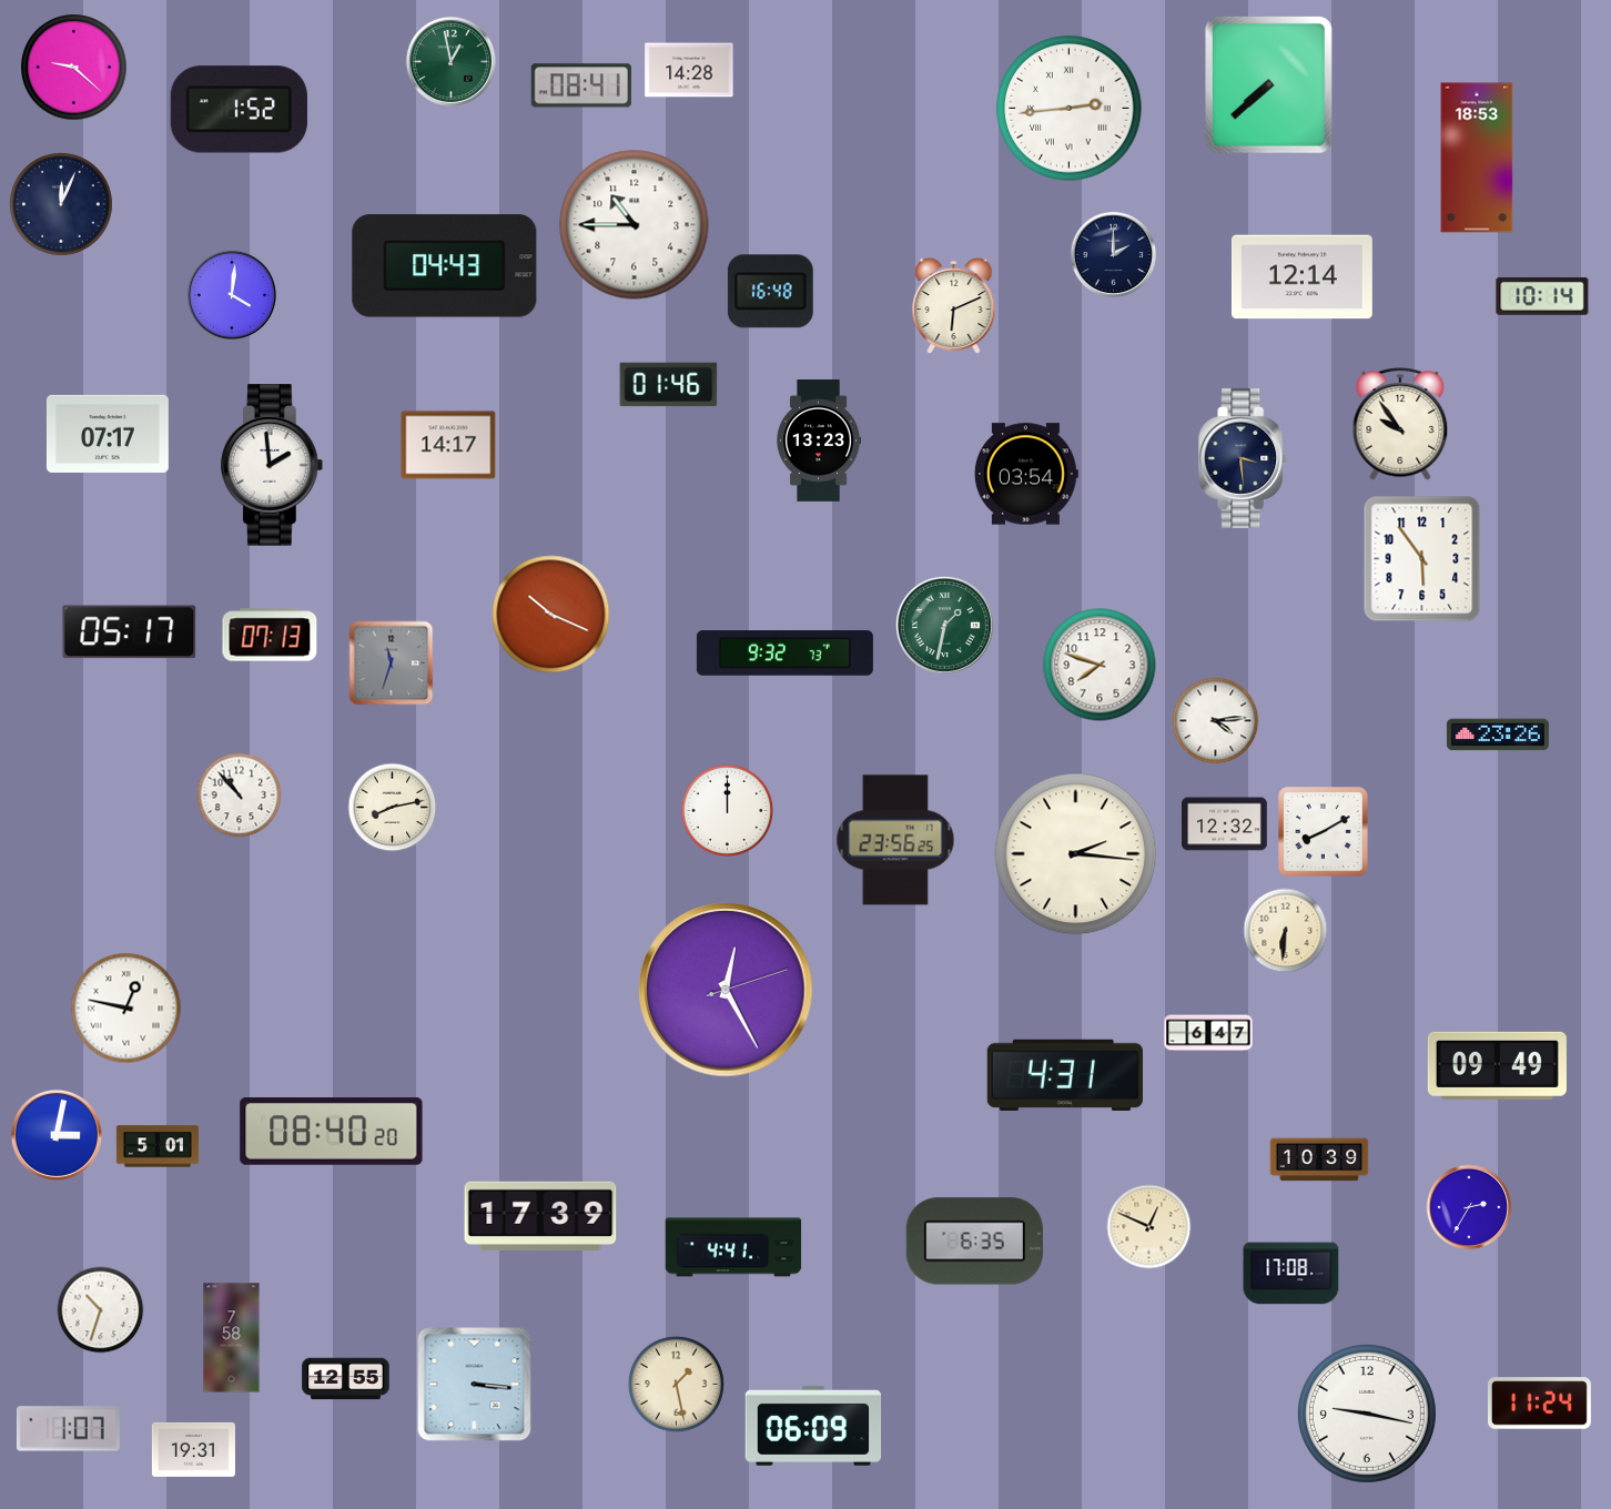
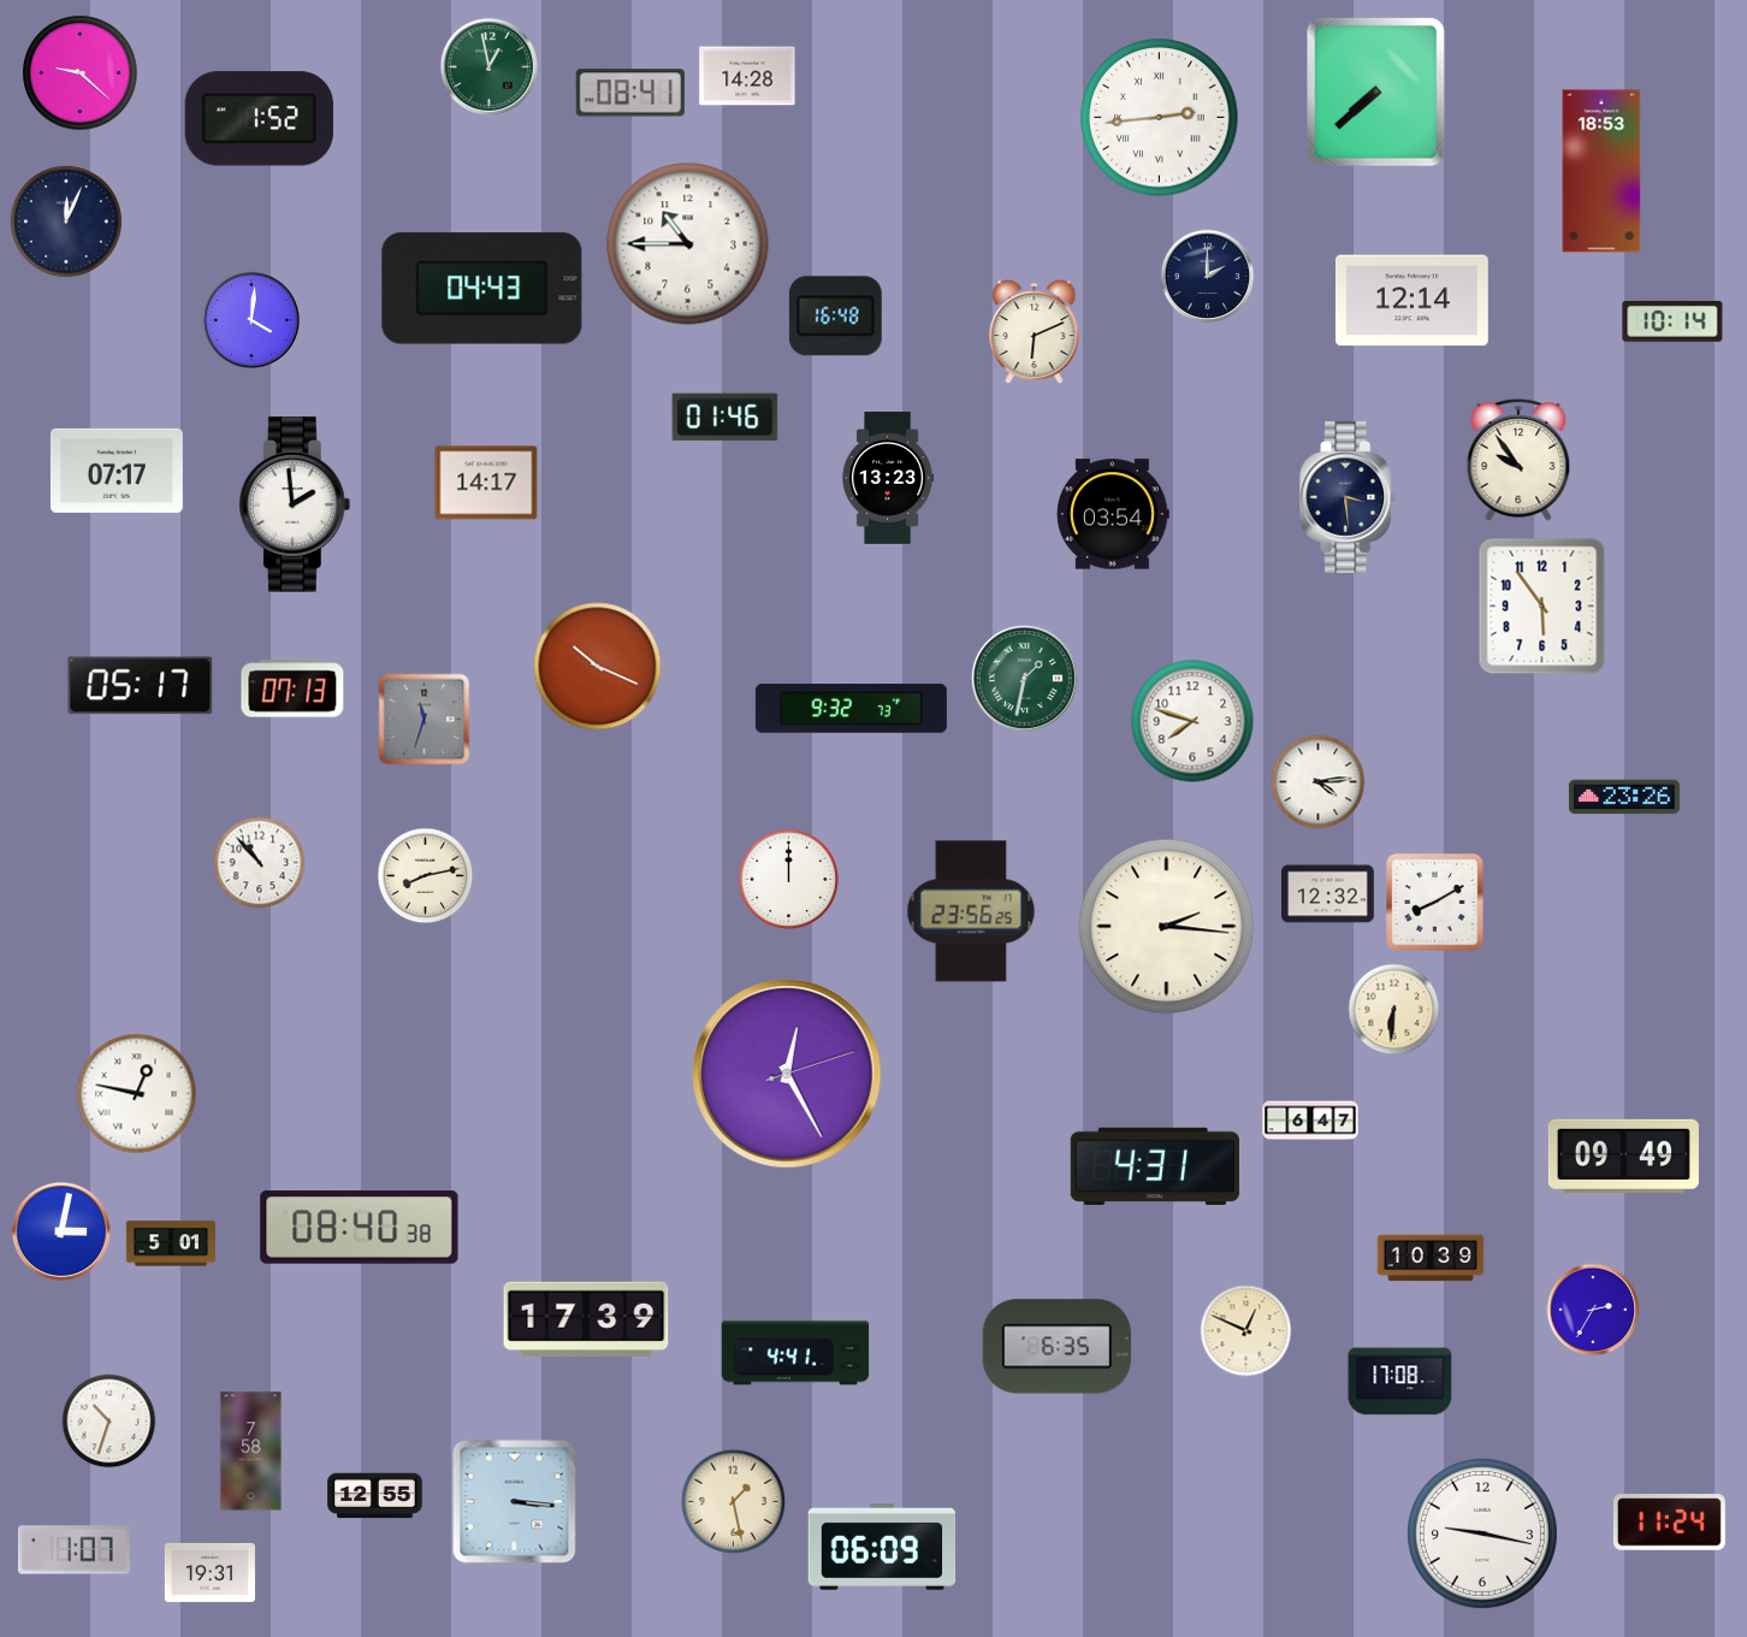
clock at (332, 1132): 08:40:20 -> 08:40:38
